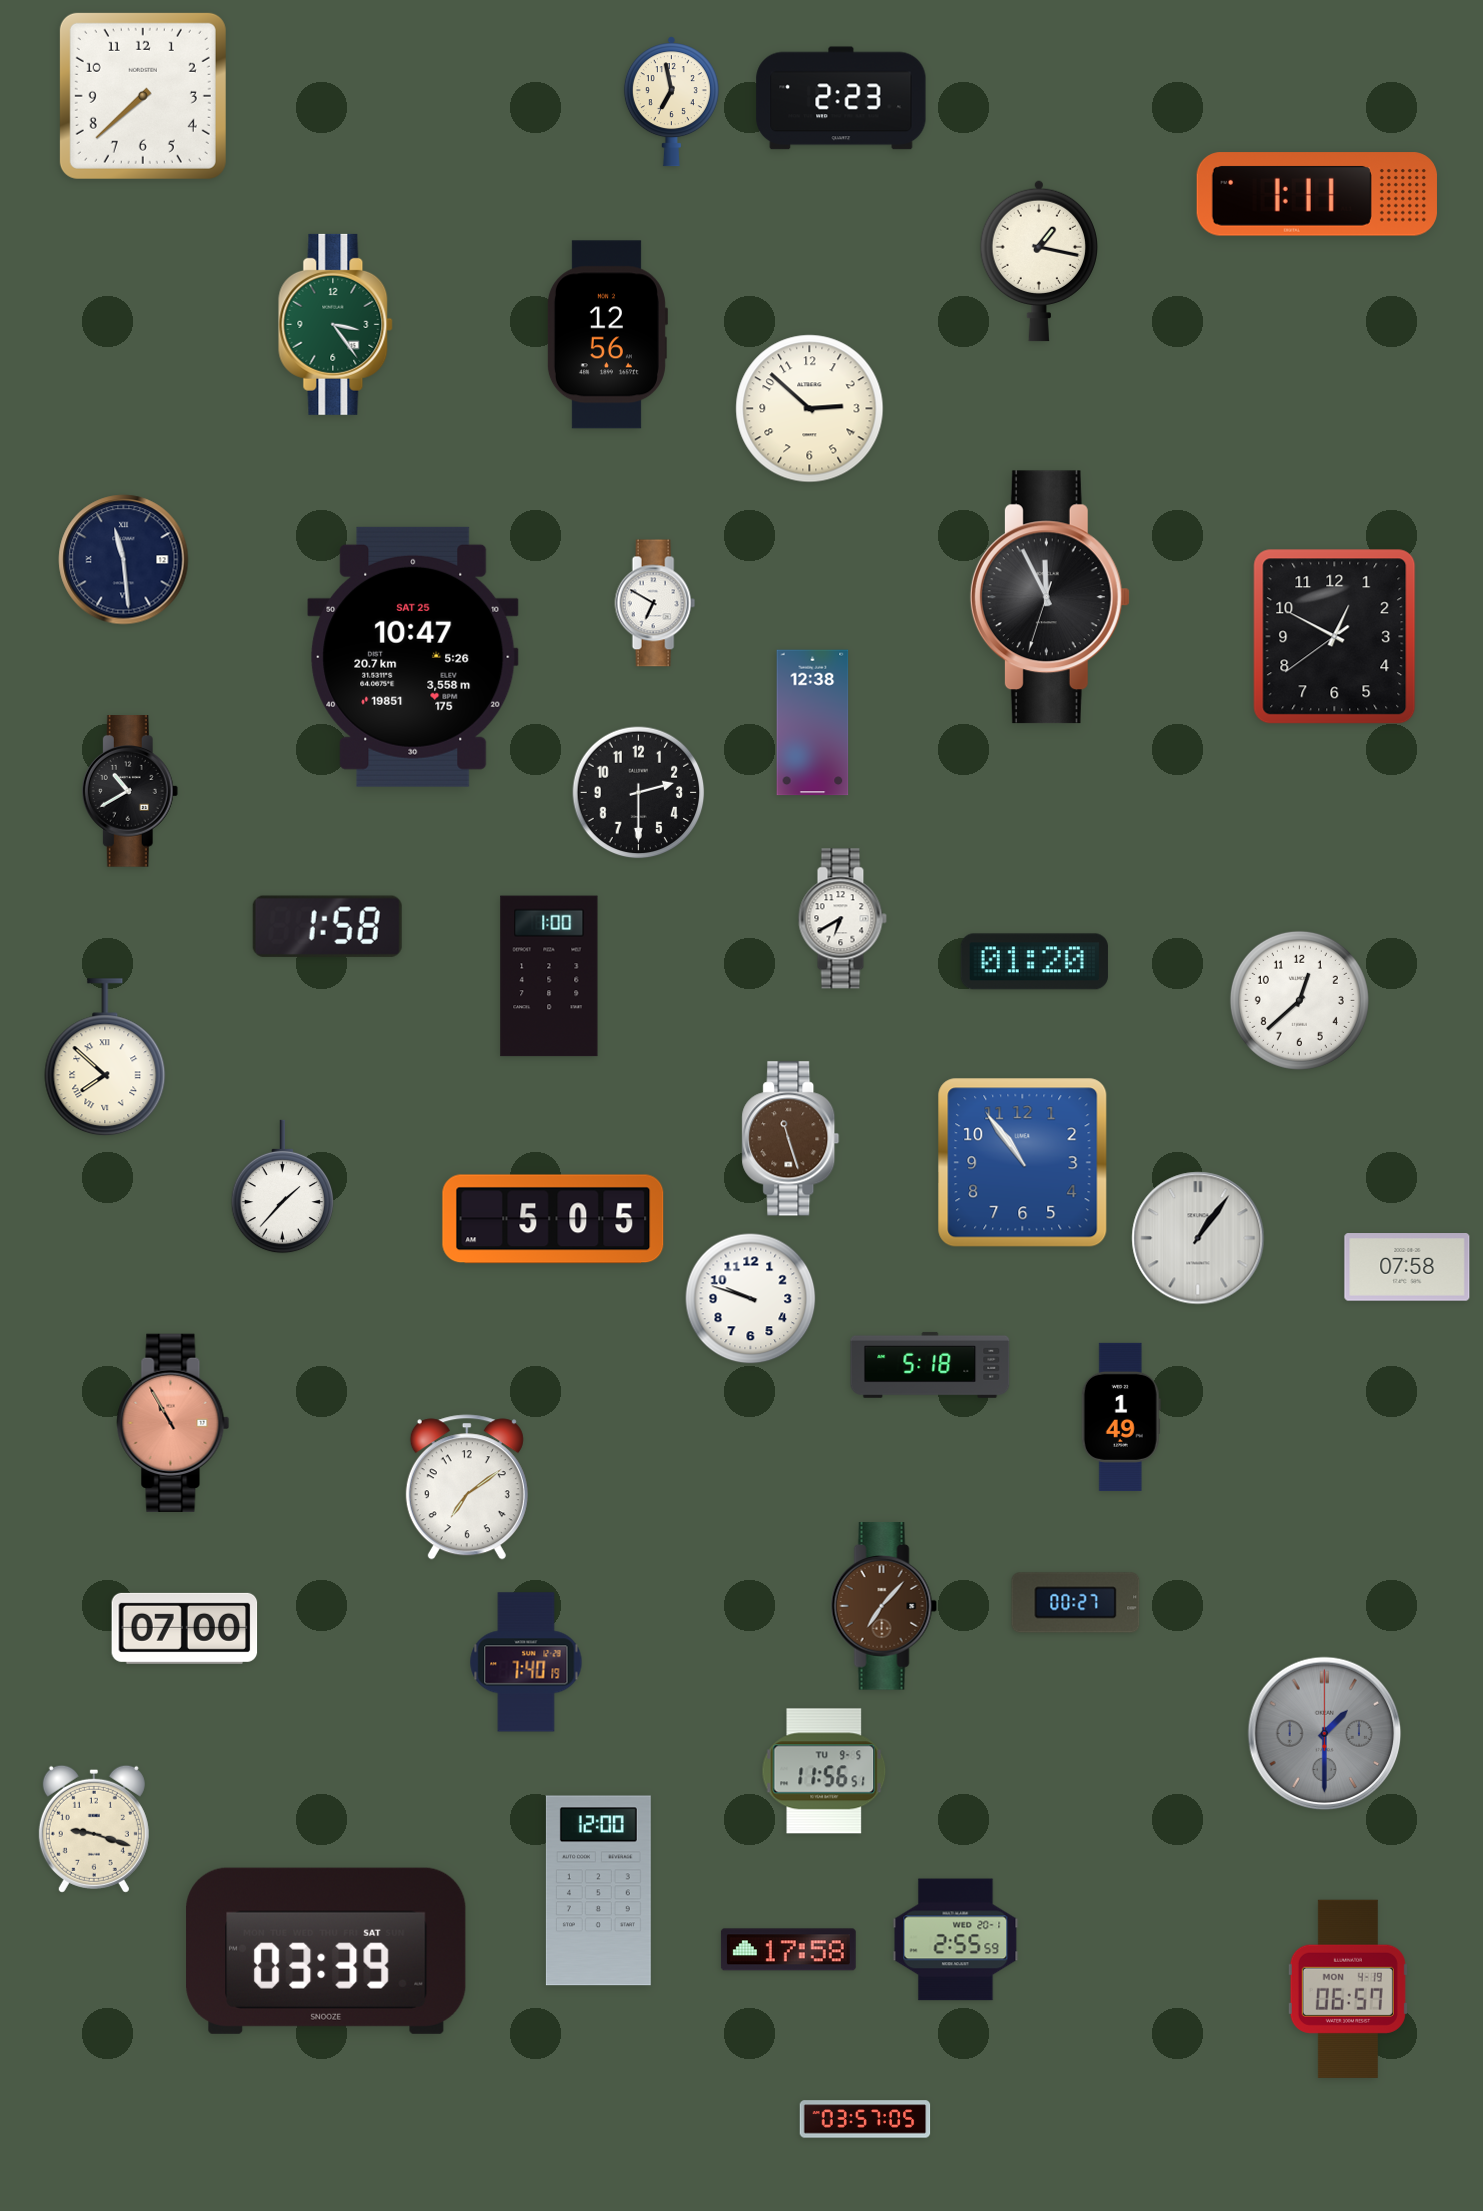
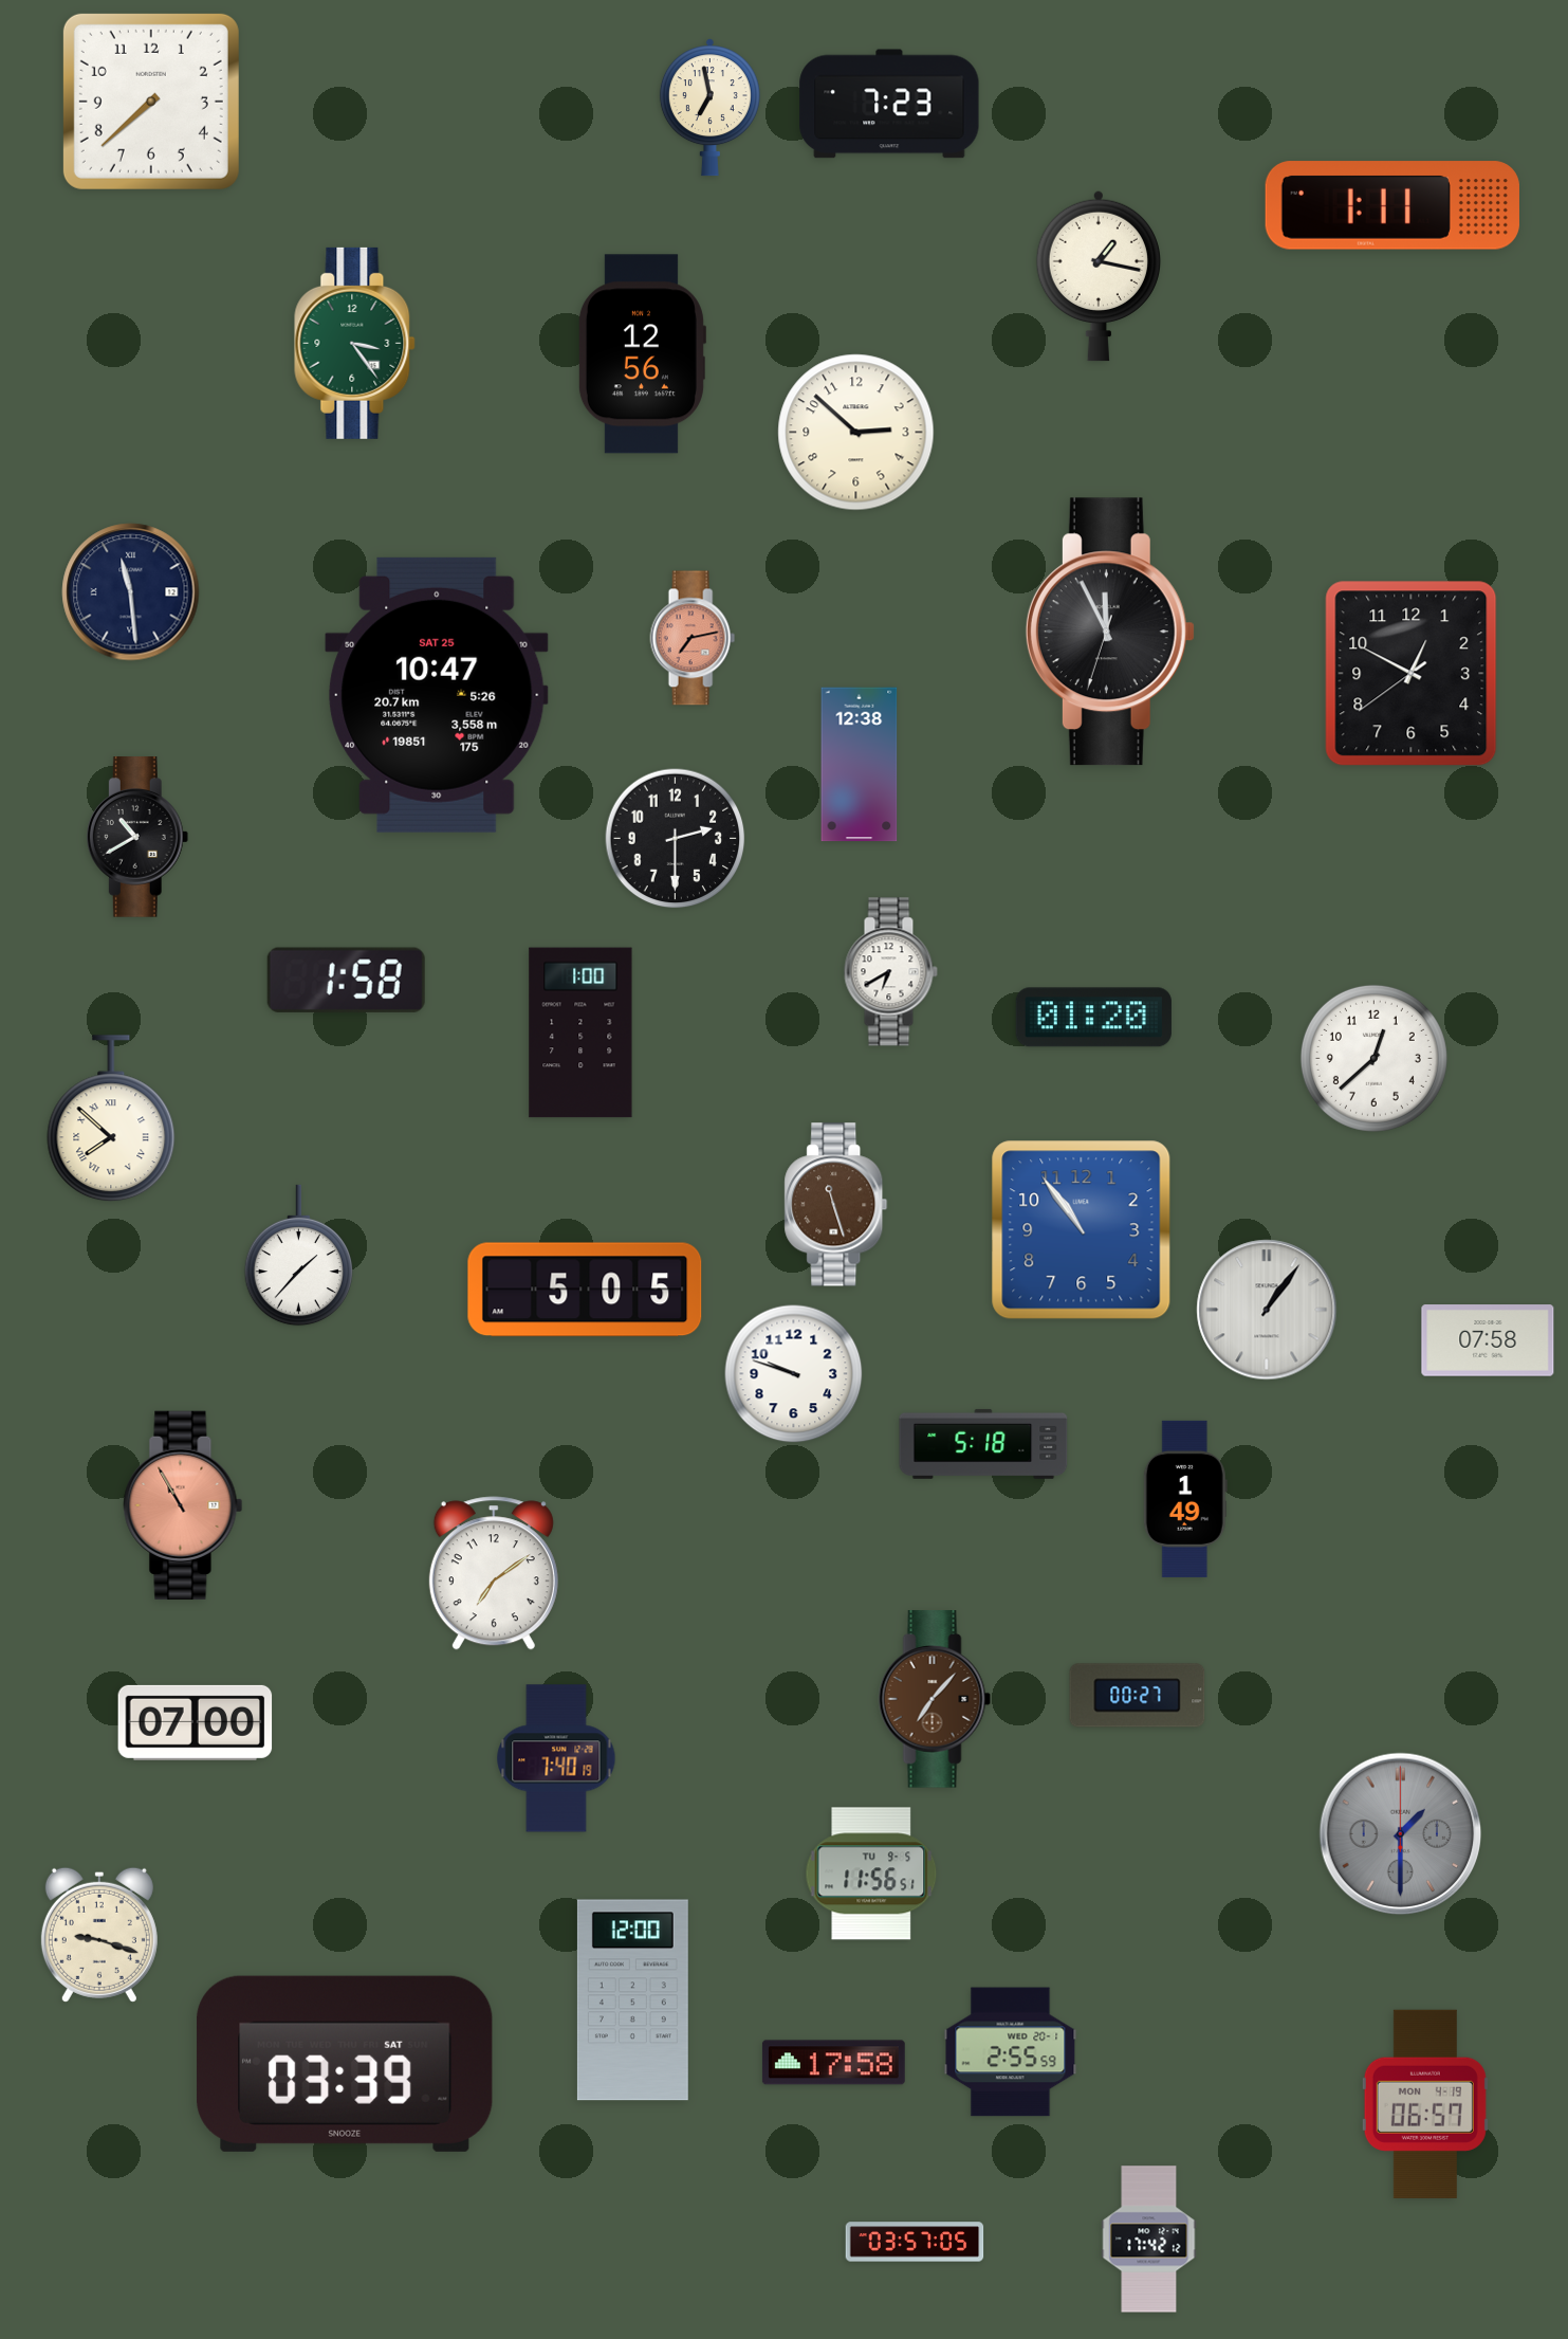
clock at (841, 98): 2:23 -> 7:23
clock at (655, 603): 6:50 -> 7:13
clock at (655, 603) dial: white -> salmon
clock at (1149, 2240): none -> 17:42
